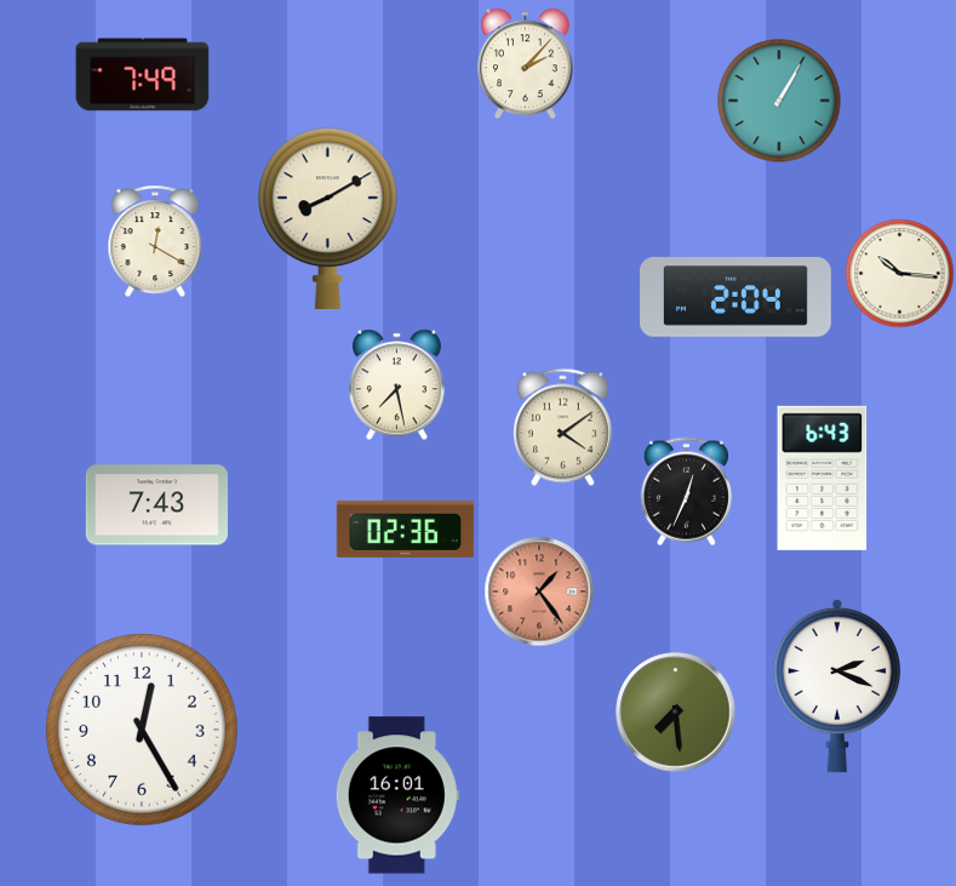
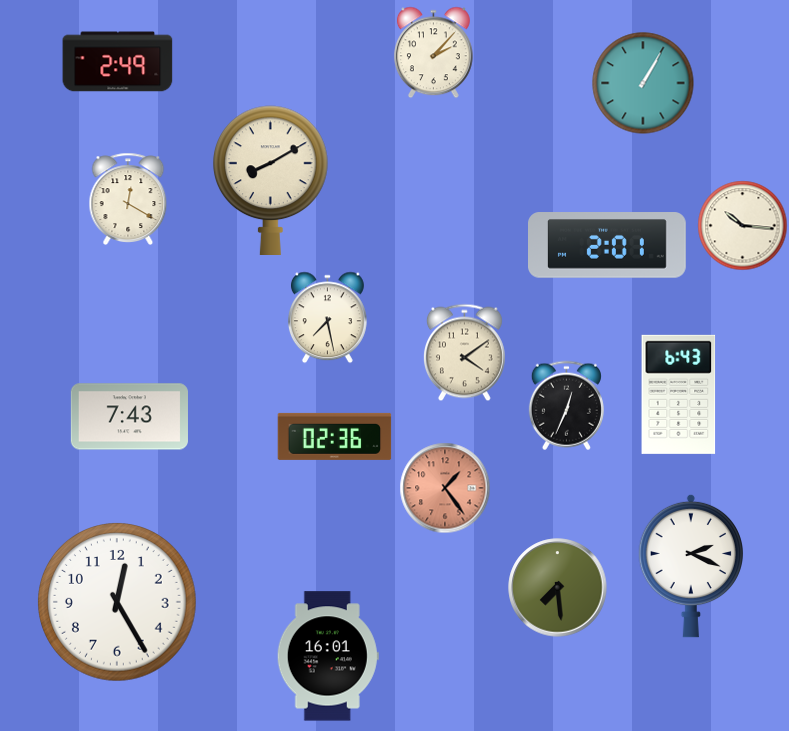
clock at (143, 75): 7:49 -> 2:49
clock at (737, 297): 2:04 -> 2:01
